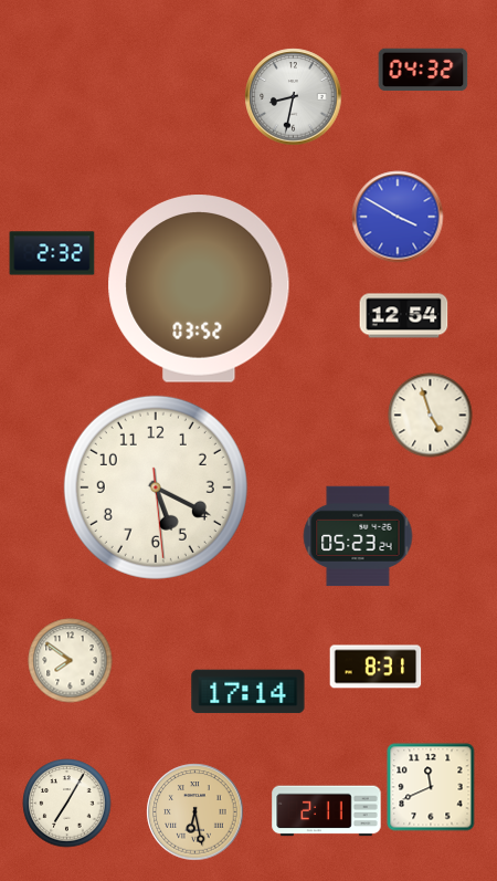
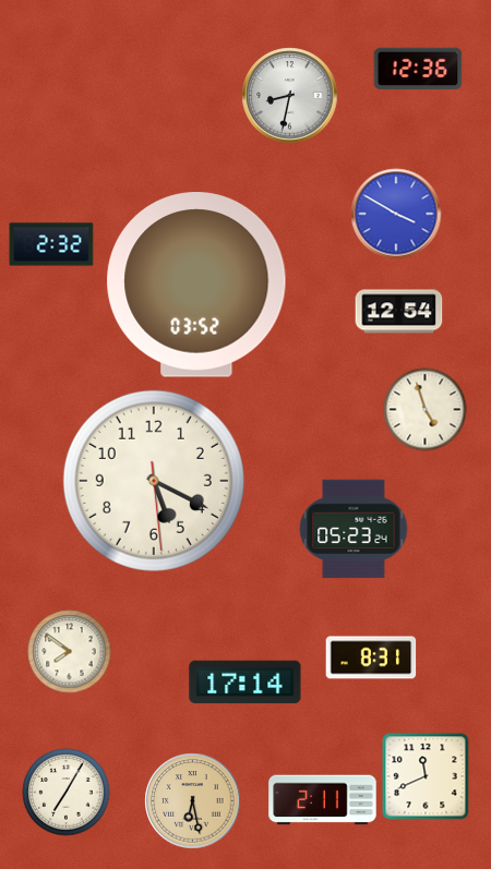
clock at (423, 70): 04:32 -> 12:36
clock at (398, 217) position: (398, 217) -> (396, 214)
clock at (52, 253) position: (52, 253) -> (51, 244)
